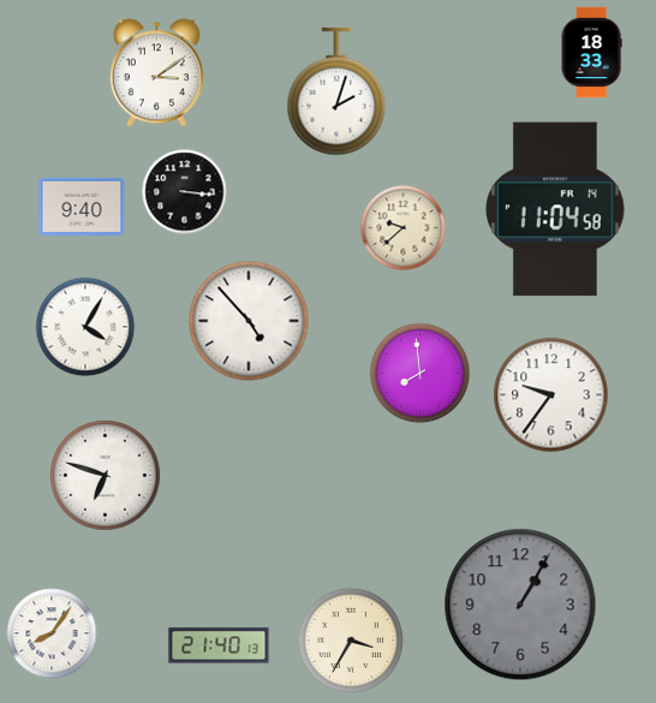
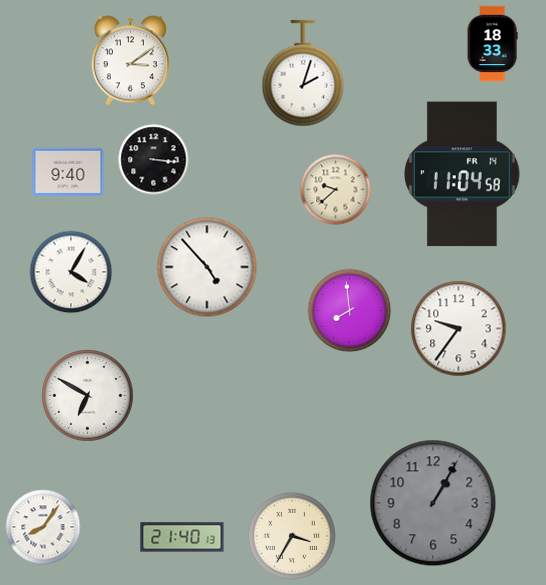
clock at (336, 91) position: (336, 91) -> (303, 73)
clock at (106, 476): 6:48 -> 6:50
clock at (351, 641) position: (351, 641) -> (292, 536)
